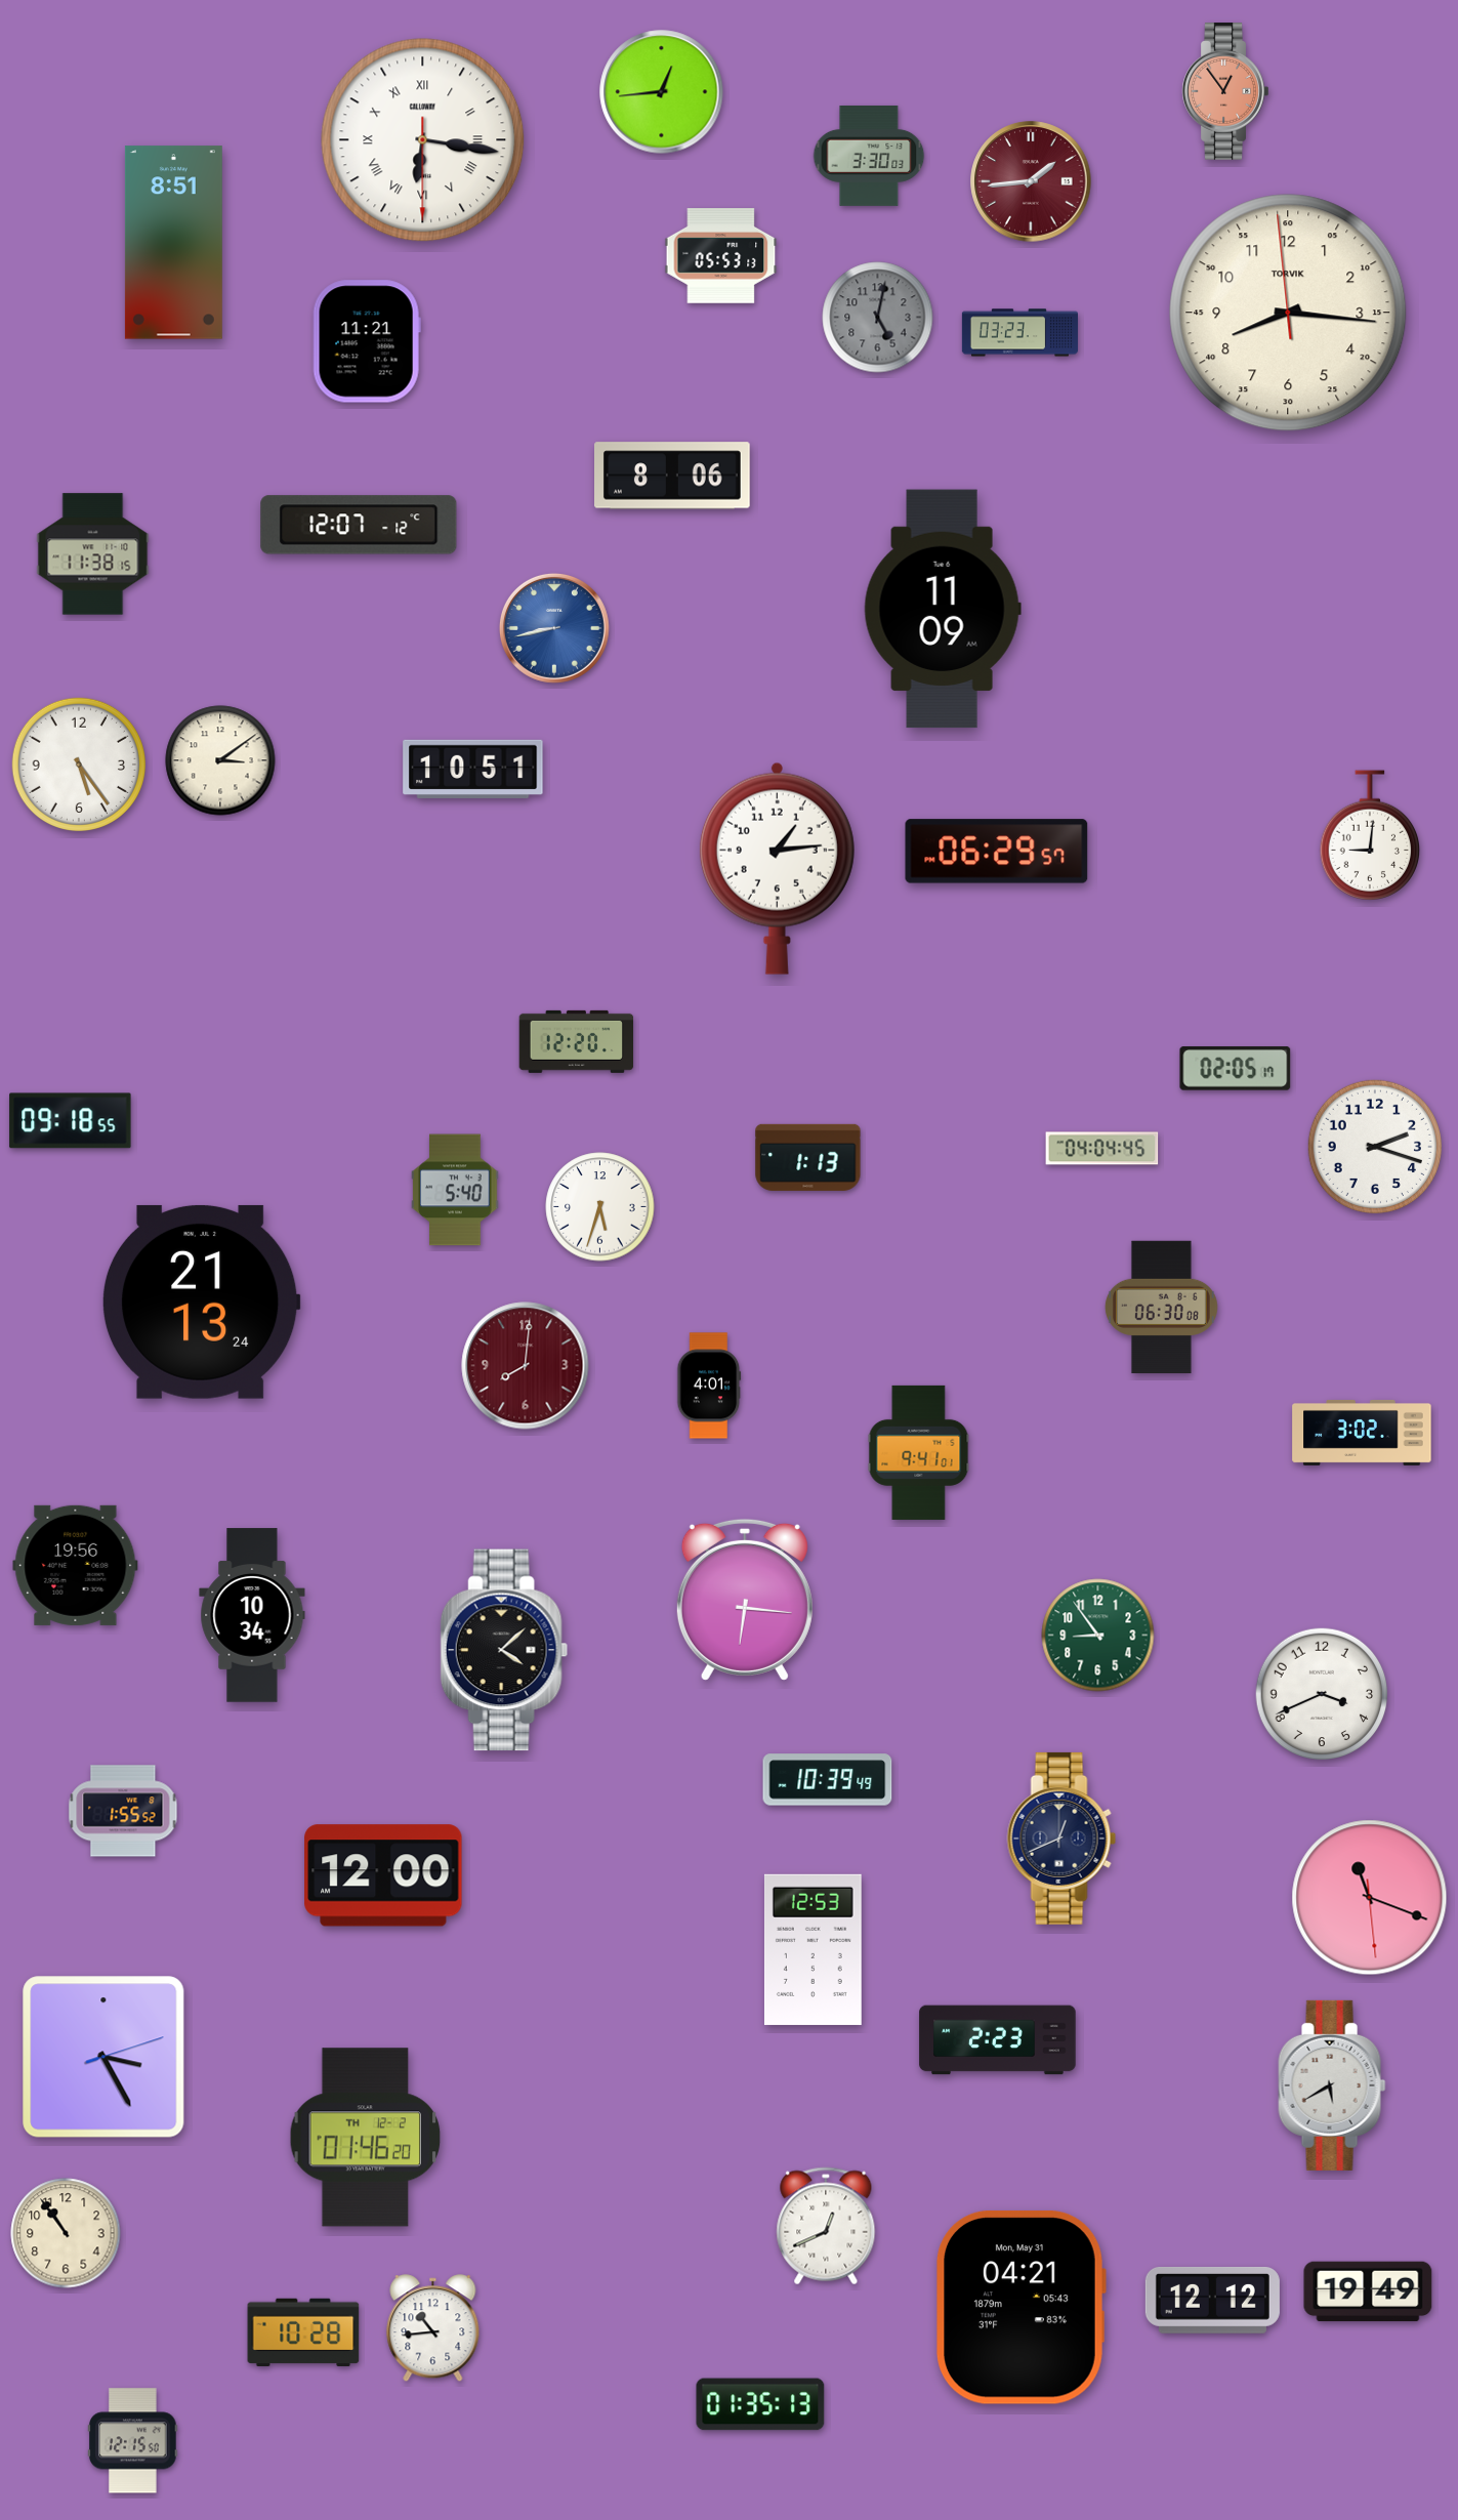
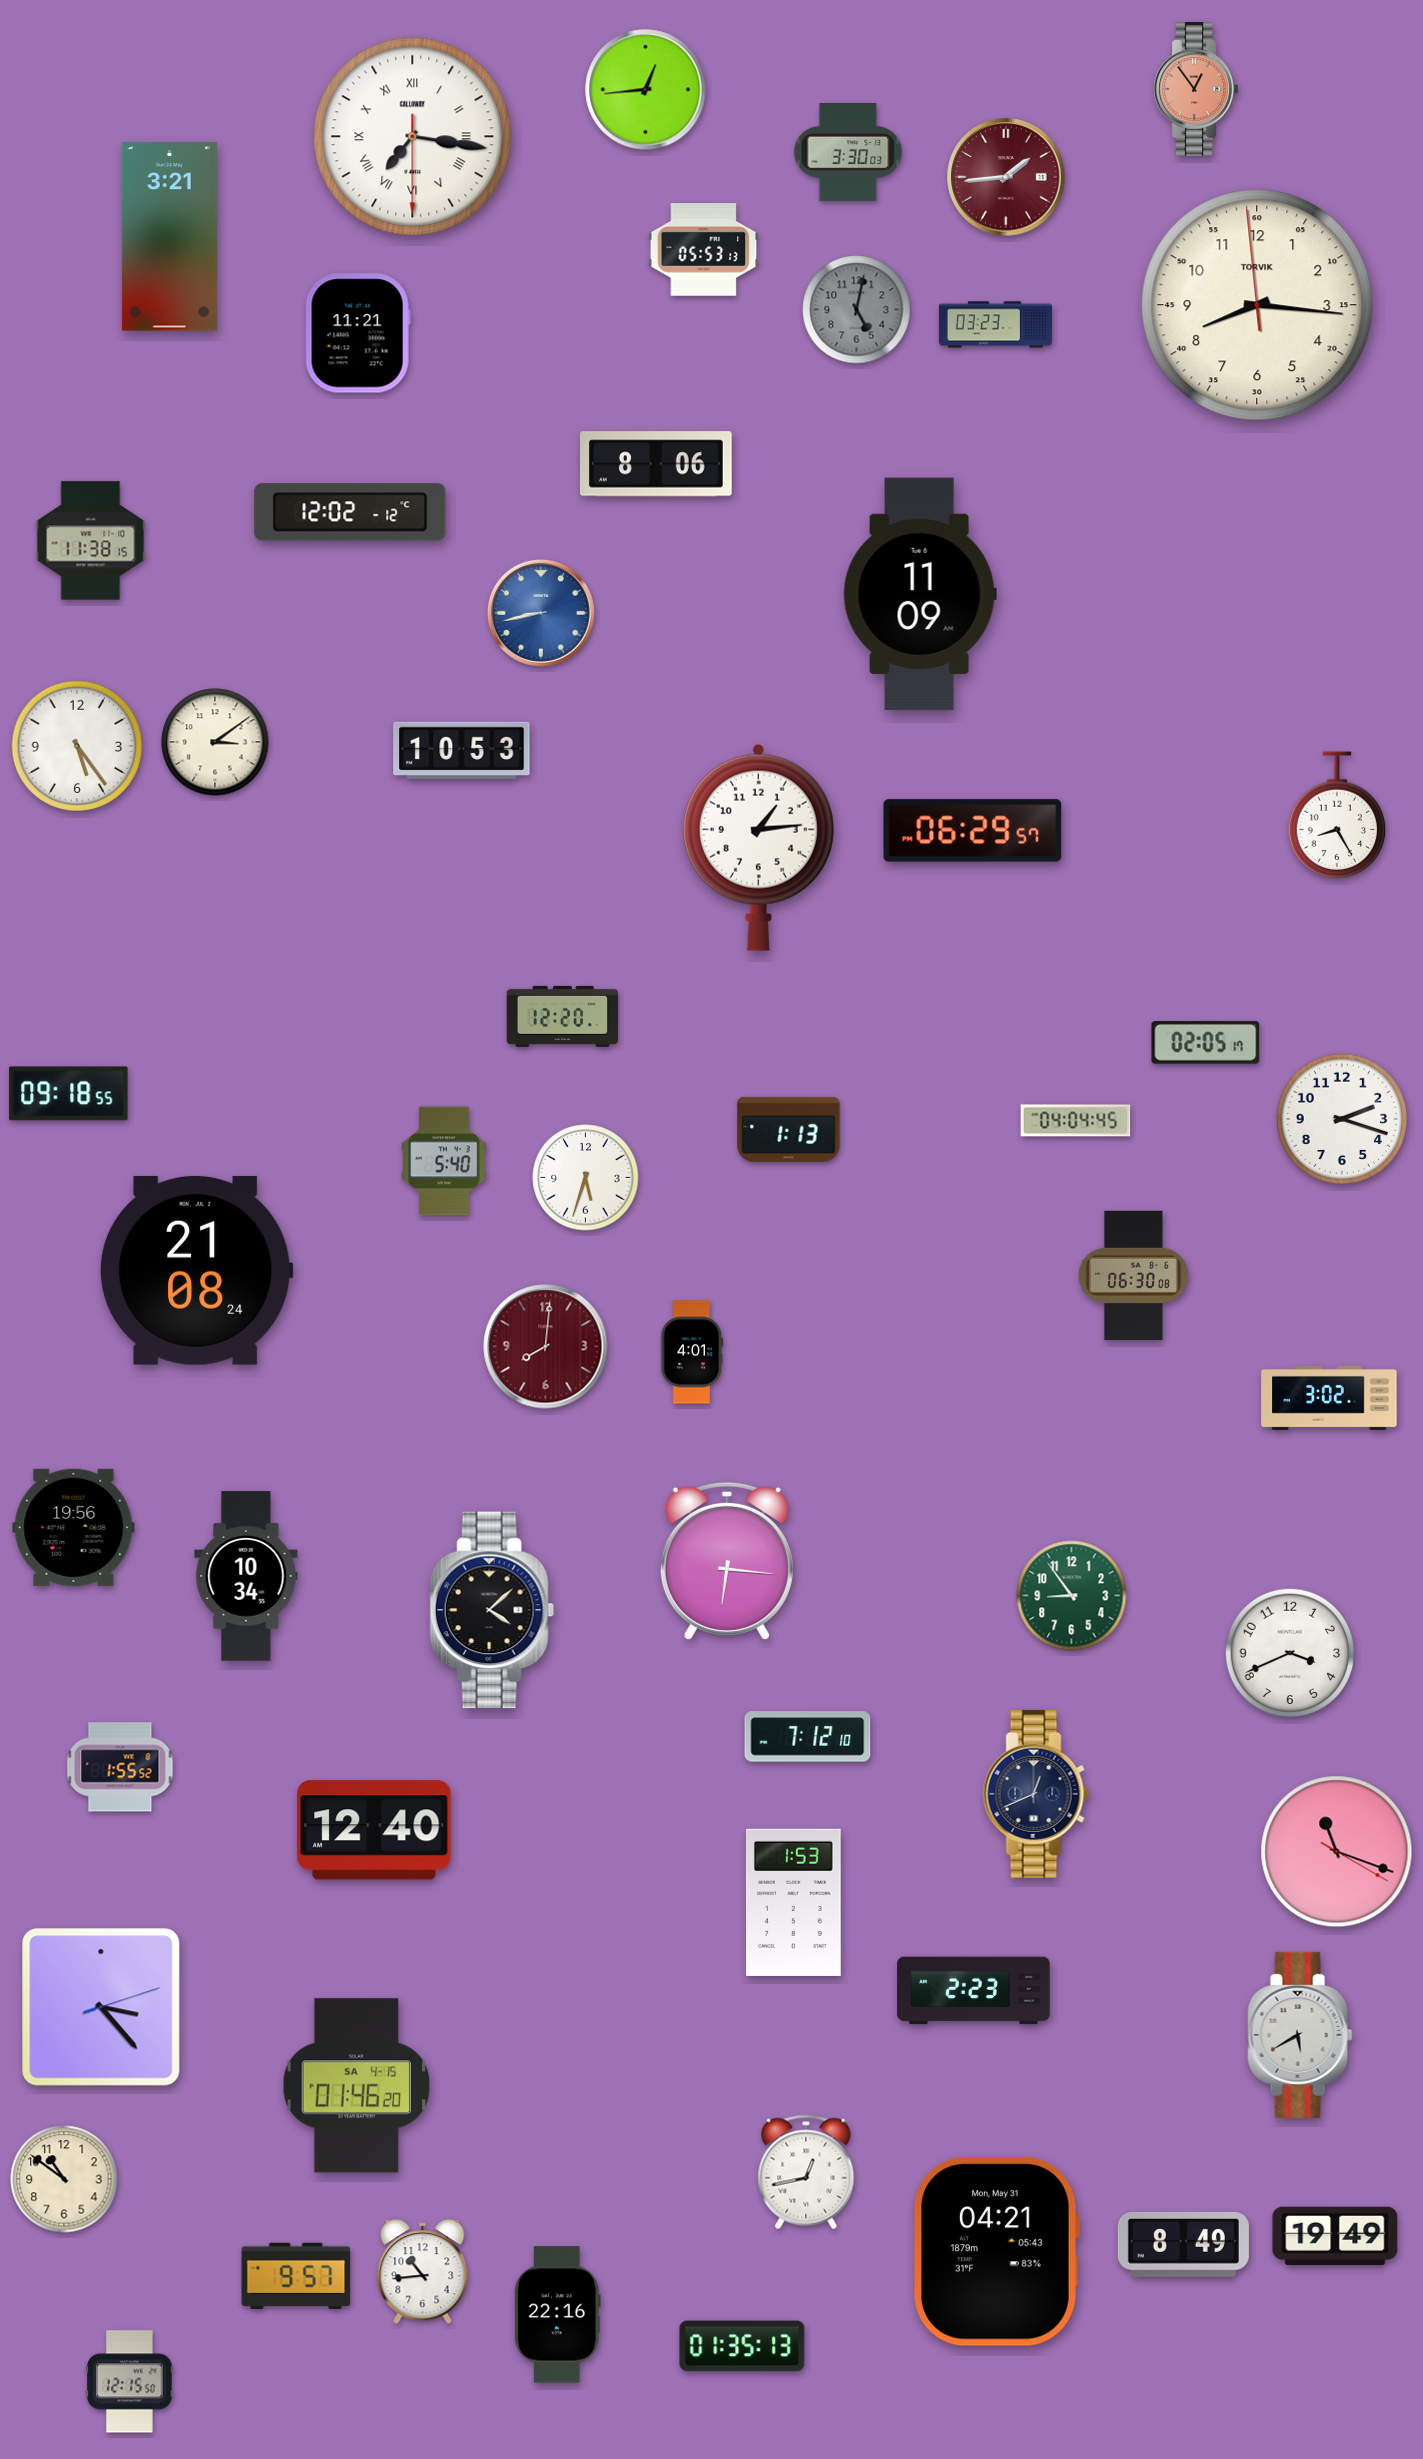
clock at (423, 140): 6:16 -> 7:16
clock at (173, 243): 8:51 -> 3:21
clock at (359, 525): 12:07 -> 12:02
clock at (473, 769): 10:51 -> 10:53
clock at (1370, 835): 9:01 -> 8:25
clock at (201, 1302): 21:13 -> 21:08
clock at (526, 1366) position: (526, 1366) -> (546, 1347)
clock at (919, 1452): 9:41 -> none
clock at (828, 1780): 10:39 -> 7:12
clock at (383, 1875): 12:00 -> 12:40
clock at (1370, 1898): 11:18:29 -> 11:18:20
clock at (813, 1949): 12:53 -> 1:53
clock at (103, 2057): 3:25 -> 3:23
clock at (366, 2138) date: TH 12-2 -> SA 4-15
clock at (826, 2226): 12:41 -> 12:43
clock at (66, 2233): 10:54 -> 10:51
clock at (1212, 2300): 12:12 -> 8:49
clock at (303, 2332): 10:28 -> 9:57
clock at (557, 2315): none -> 22:16
